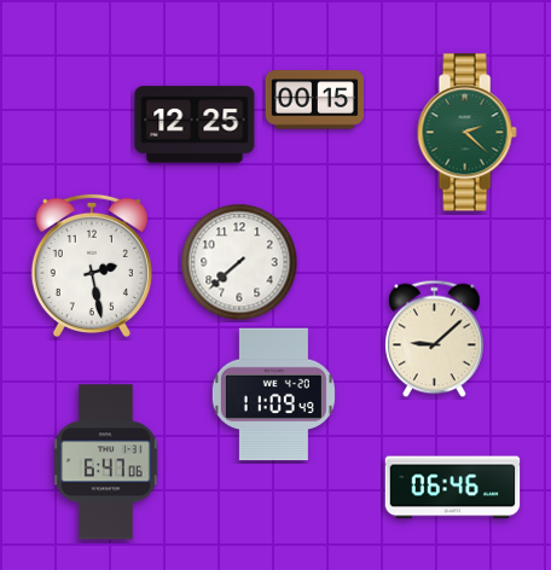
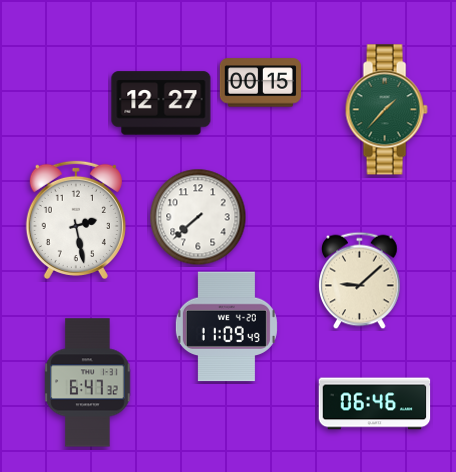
clock at (195, 124): 12:25 -> 12:27
clock at (466, 133): 2:22 -> 1:37
clock at (106, 463): 6:47:06 -> 6:47:32
